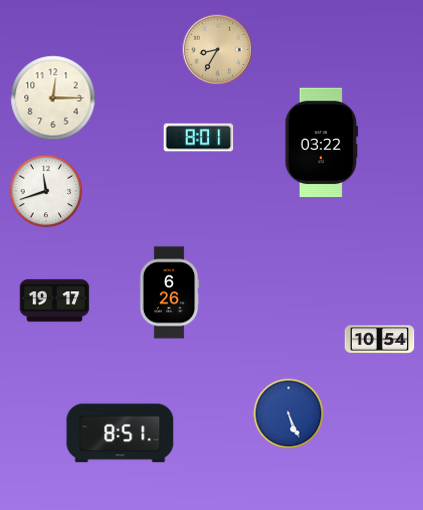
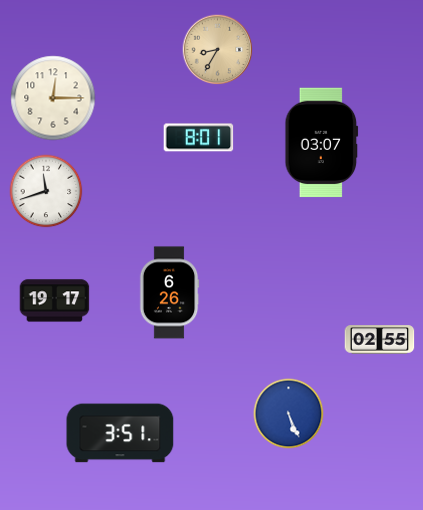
clock at (322, 143): 03:22 -> 03:07
clock at (380, 340): 10:54 -> 02:55
clock at (120, 433): 8:51 -> 3:51
